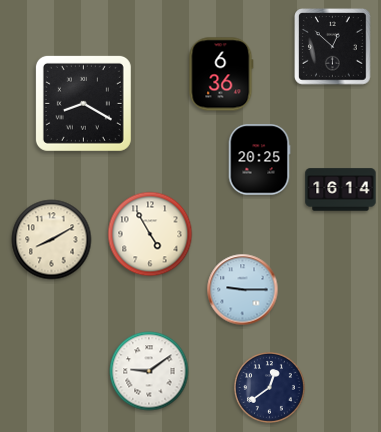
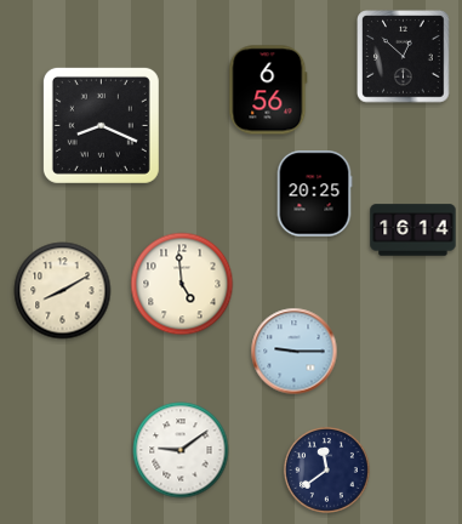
clock at (221, 74): 6:36 -> 6:56
clock at (83, 103): 8:20 -> 8:19
clock at (150, 234): 4:55 -> 4:59
clock at (269, 387): 12:39 -> 11:39
